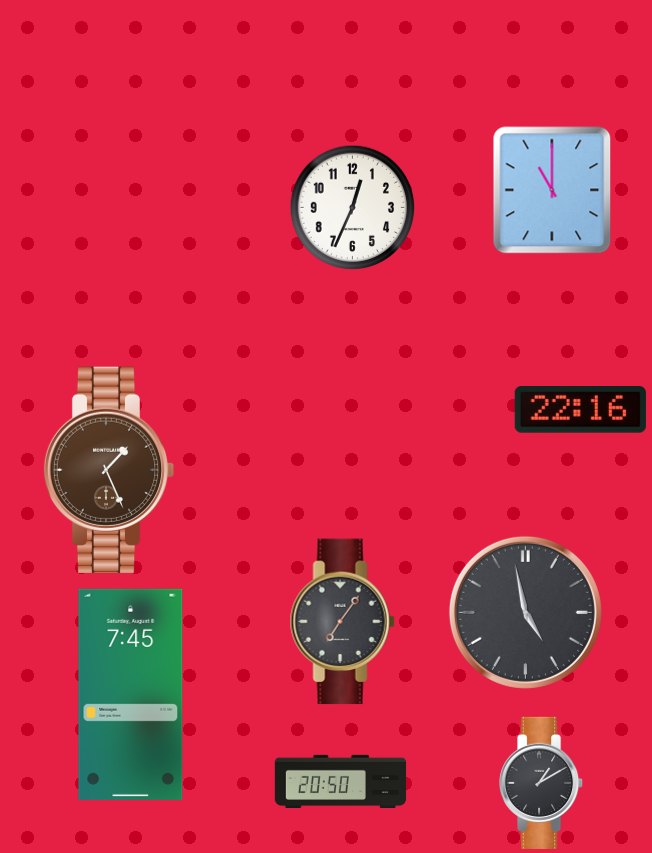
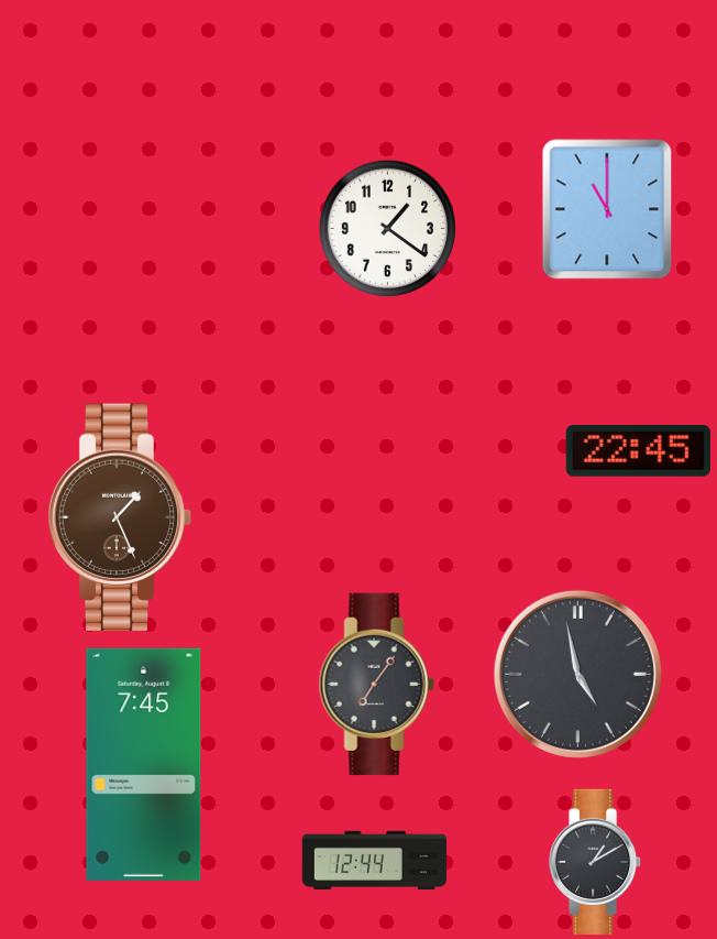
clock at (353, 208): 12:34 -> 1:21
clock at (580, 410): 22:16 -> 22:45
clock at (341, 781): 20:50 -> 12:44
